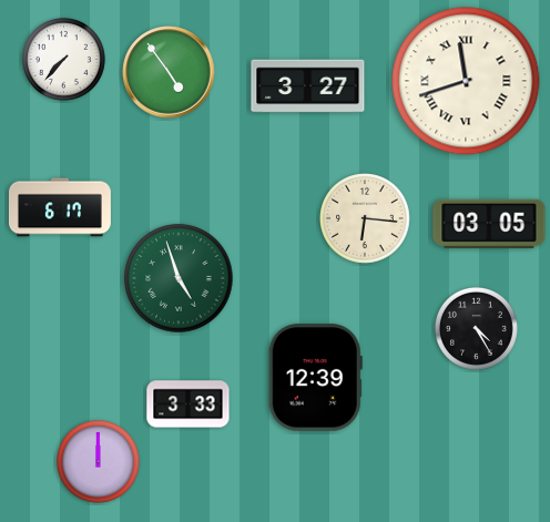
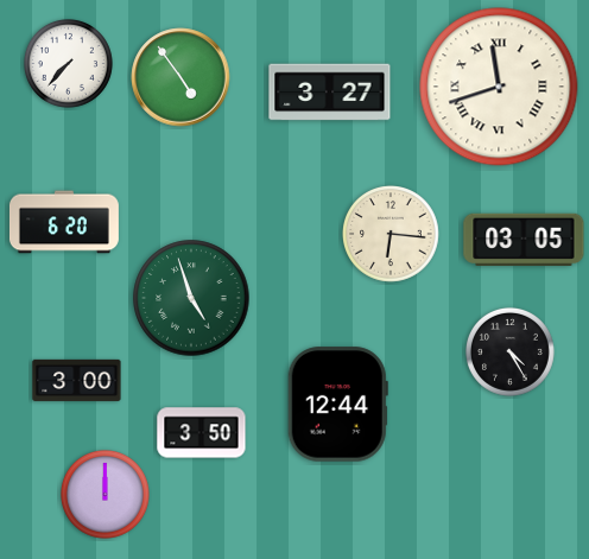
clock at (60, 207): 6:17 -> 6:20
clock at (77, 380): none -> 3:00
clock at (315, 378): 12:39 -> 12:44
clock at (189, 405): 3:33 -> 3:50
